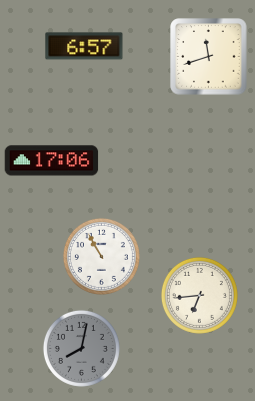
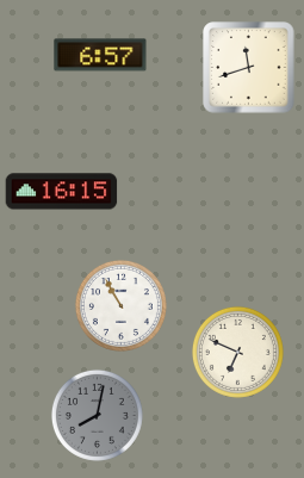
clock at (52, 161): 17:06 -> 16:15
clock at (199, 295): 6:44 -> 6:49
